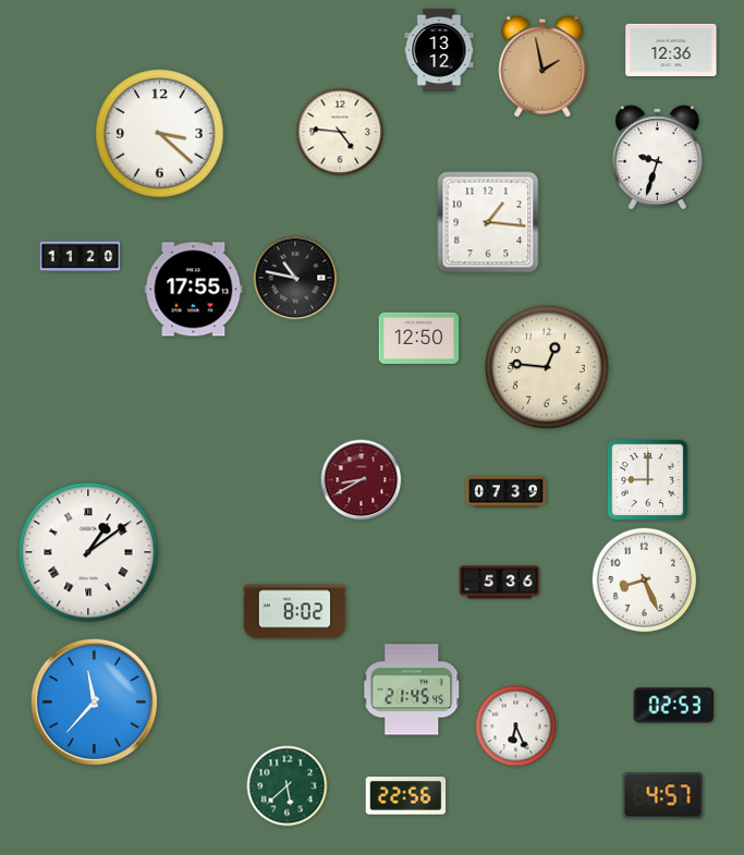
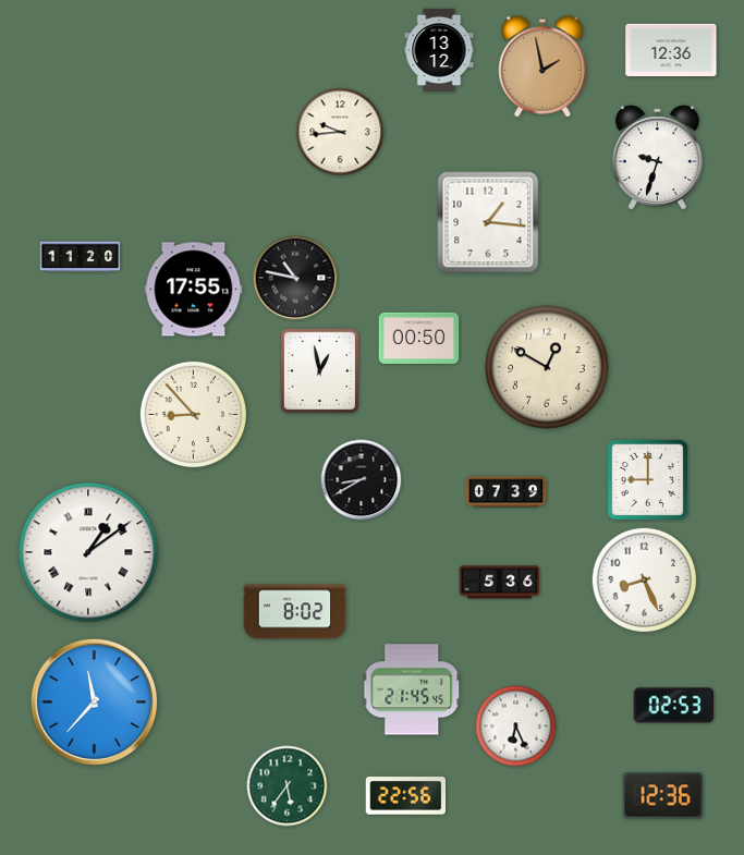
clock at (340, 132): 4:46 -> 9:44
clock at (160, 134): 3:22 -> none
clock at (419, 338): 12:50 -> 00:50
clock at (548, 368): 12:46 -> 12:50
clock at (319, 370): none -> 12:58
clock at (193, 414): none -> 8:53
clock at (362, 480) dial: burgundy -> black
clock at (288, 786): 5:38 -> 5:36
clock at (662, 796): 4:57 -> 12:36
